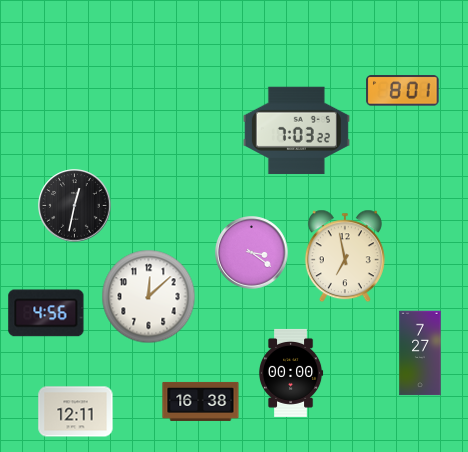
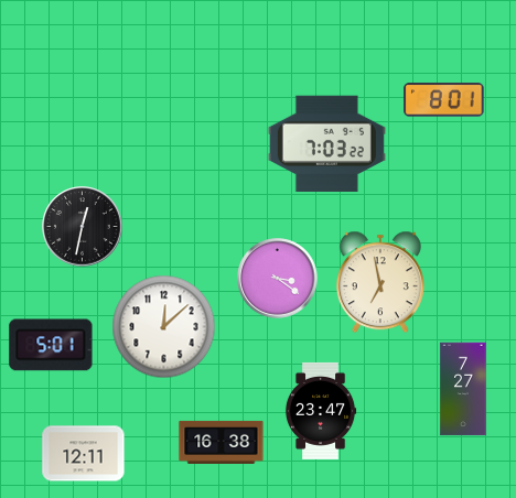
clock at (46, 313): 4:56 -> 5:01
clock at (291, 373): 00:00 -> 23:47
